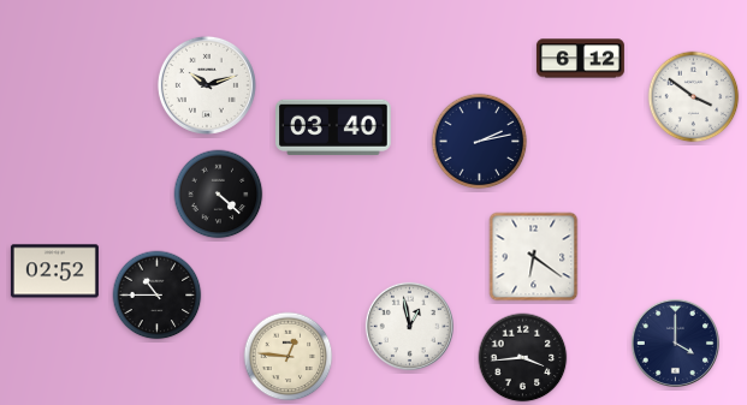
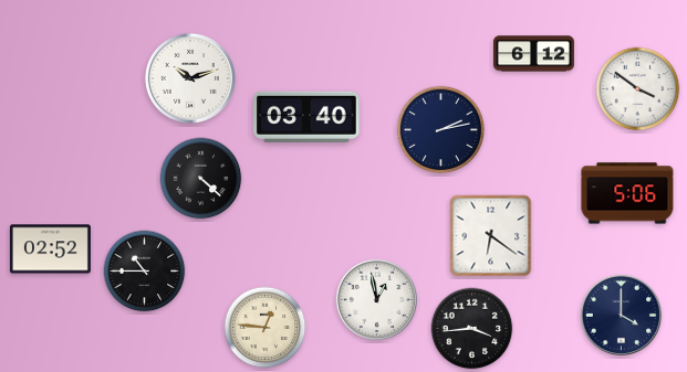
clock at (627, 193): none -> 5:06
clock at (523, 358) position: (523, 358) -> (472, 329)
